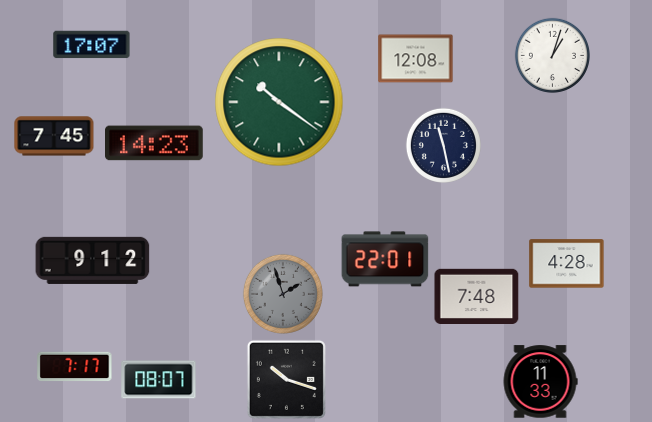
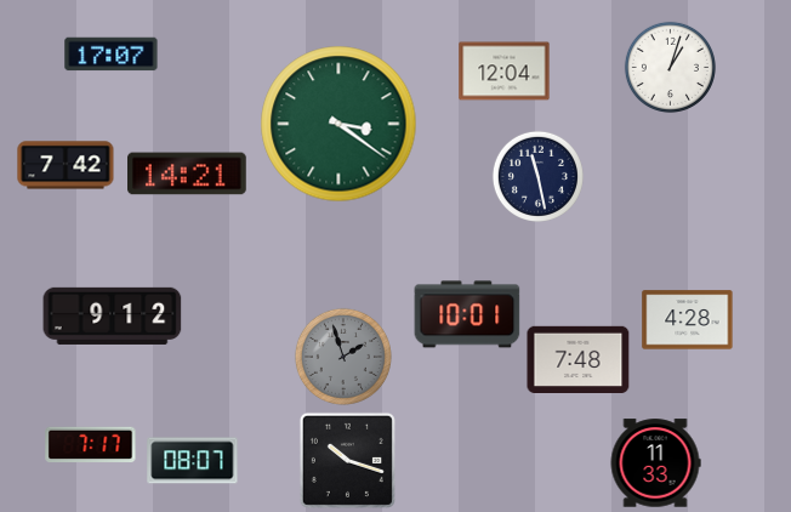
clock at (416, 59): 12:08 -> 12:04
clock at (279, 102): 10:21 -> 3:21
clock at (54, 136): 7:45 -> 7:42
clock at (154, 143): 14:23 -> 14:21
clock at (385, 259): 22:01 -> 10:01
